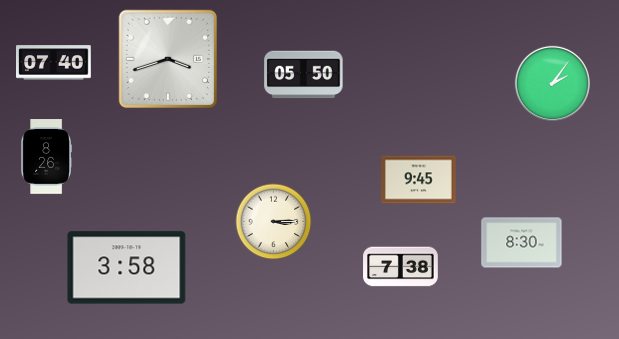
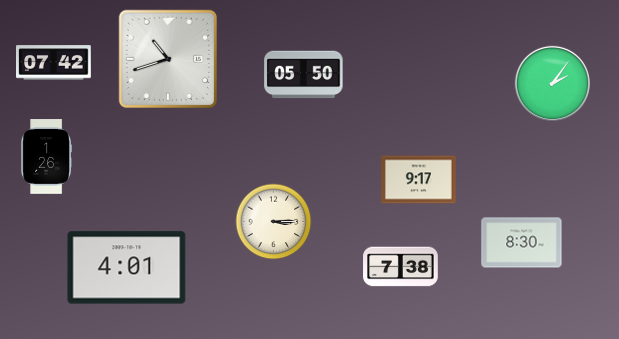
clock at (167, 58): 3:42 -> 10:42
clock at (54, 63): 07:40 -> 07:42
clock at (46, 157): 8:26 -> 1:26
clock at (419, 180): 9:45 -> 9:17
clock at (127, 268): 3:58 -> 4:01
